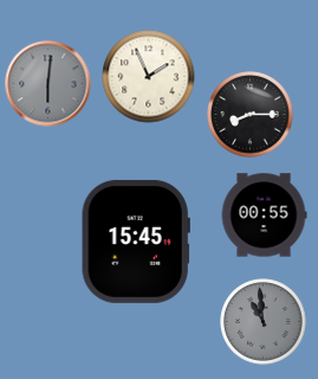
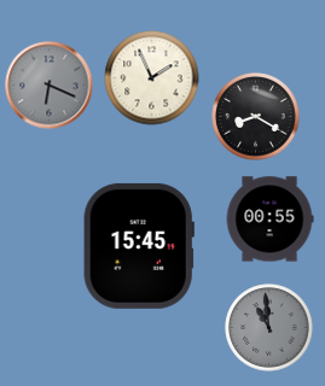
clock at (48, 84): 6:01 -> 6:19
clock at (251, 115): 8:15 -> 8:20
